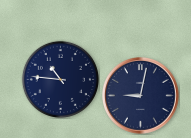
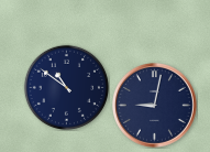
clock at (60, 79): 10:46 -> 10:51
